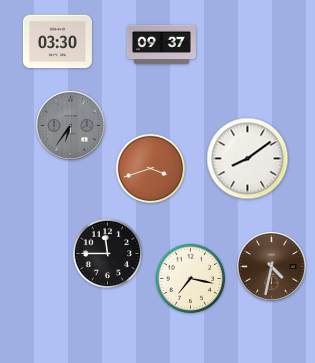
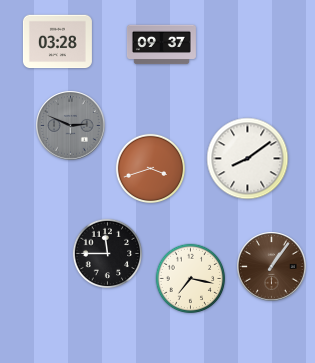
clock at (57, 42): 03:30 -> 03:28
clock at (71, 126): 6:36 -> 2:49
clock at (272, 267): 4:32 -> 1:06
